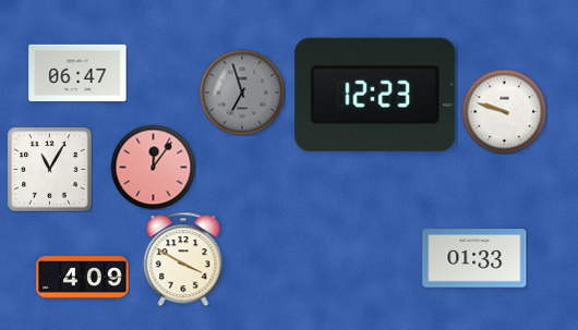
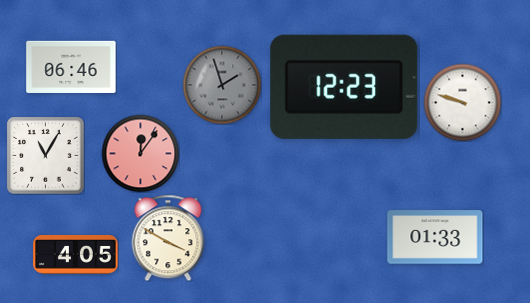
clock at (77, 73): 06:47 -> 06:46
clock at (242, 93): 6:57 -> 1:57
clock at (83, 278): 4:09 -> 4:05
